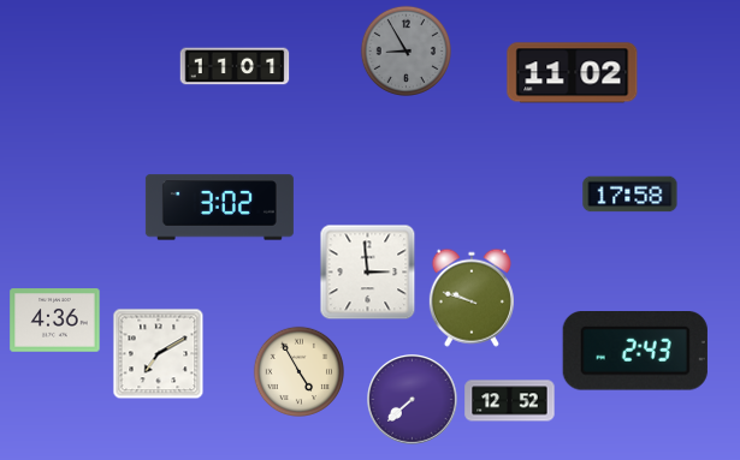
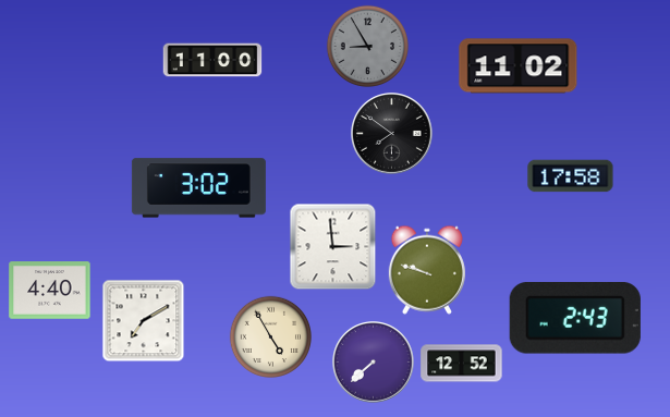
clock at (235, 66): 11:01 -> 11:00
clock at (392, 134): none -> 7:51
clock at (55, 321): 4:36 -> 4:40
